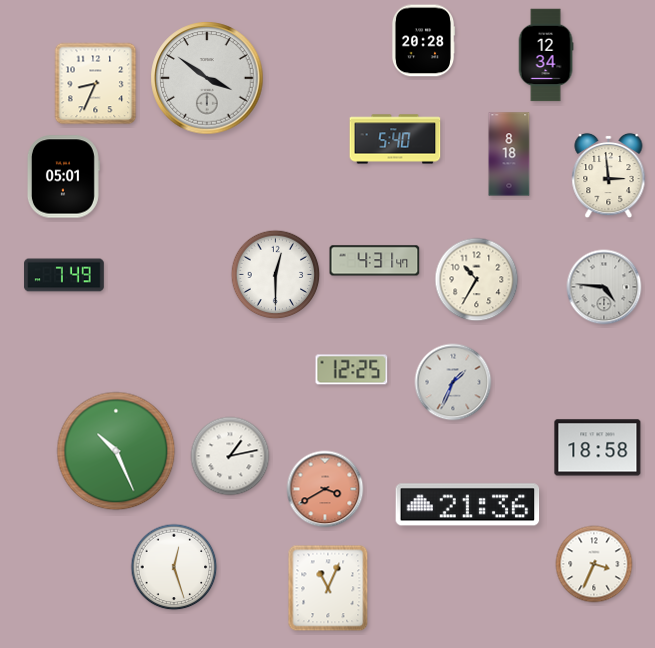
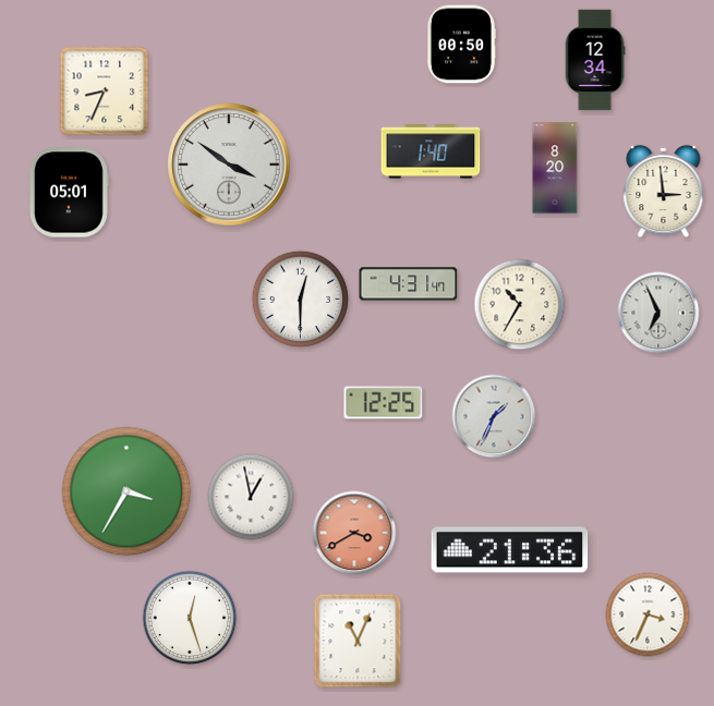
clock at (423, 41): 20:28 -> 00:50
clock at (207, 78) position: (207, 78) -> (229, 165)
clock at (395, 139): 5:40 -> 1:40
clock at (509, 154): 8:18 -> 8:20
clock at (64, 275): 7:49 -> none
clock at (604, 287): 4:46 -> 6:56
clock at (598, 448): 18:58 -> none
clock at (116, 451): 10:26 -> 3:35
clock at (230, 456): 1:13 -> 12:58
